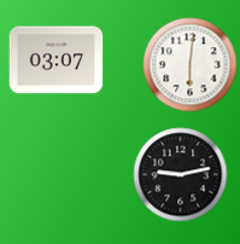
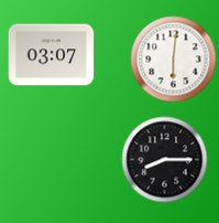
clock at (180, 174): 9:13 -> 8:15
